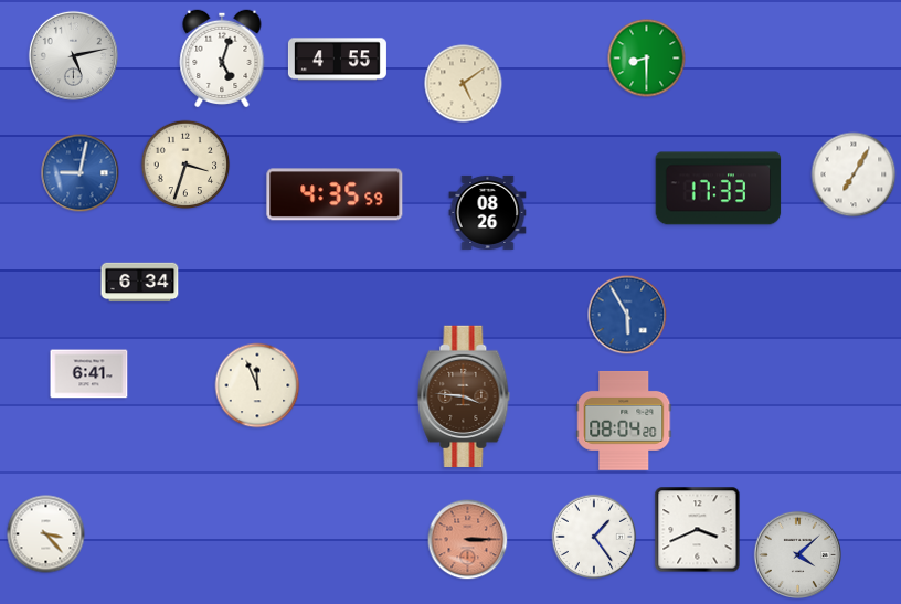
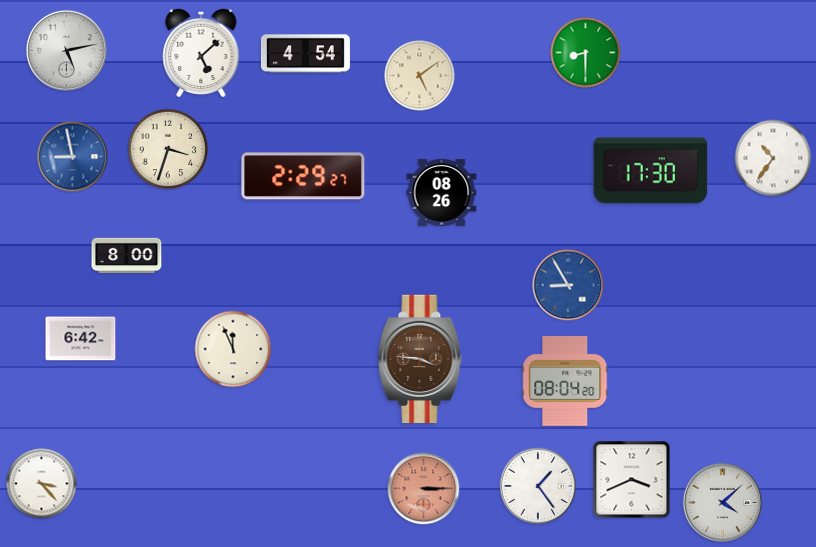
clock at (222, 59): 5:03 -> 5:08
clock at (337, 60): 4:55 -> 4:54
clock at (81, 173): 9:02 -> 8:58
clock at (854, 174): 7:05 -> 10:36
clock at (719, 189): 17:33 -> 17:30
clock at (335, 194): 4:35 -> 2:29
clock at (140, 283): 6:34 -> 8:00
clock at (627, 315): 5:55 -> 8:55
clock at (89, 374): 6:41 -> 6:42
